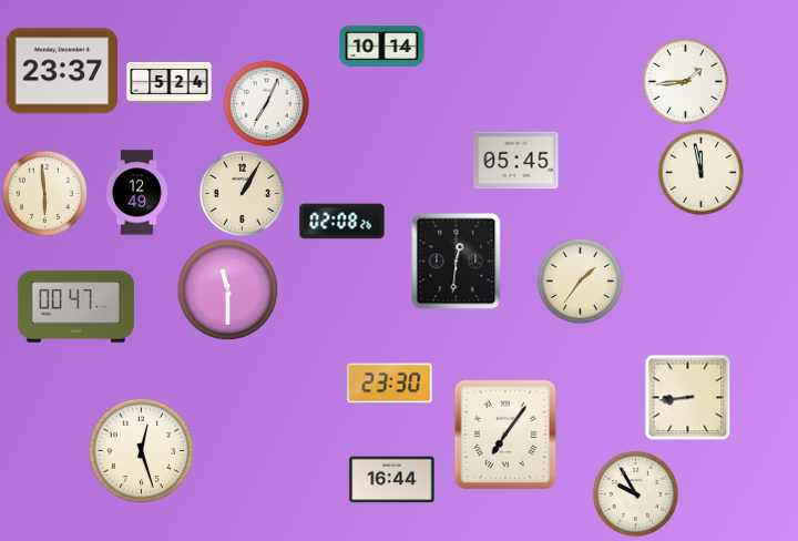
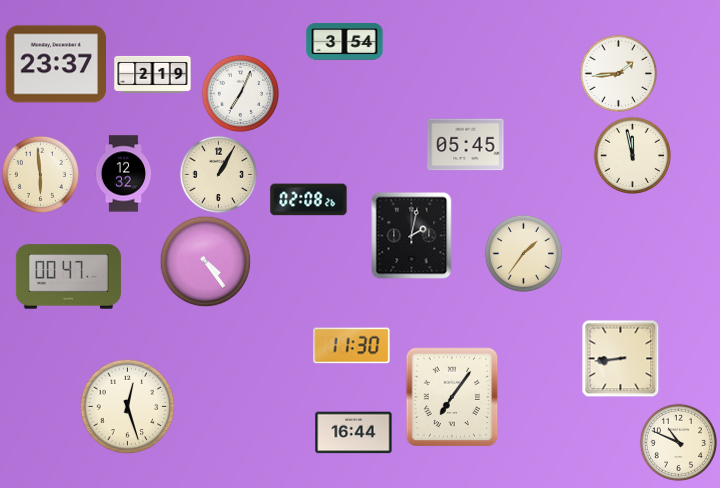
clock at (382, 47): 10:14 -> 3:54
clock at (170, 82): 5:24 -> 2:19
clock at (137, 193): 12:49 -> 12:32
clock at (457, 261): 12:31 -> 2:02
clock at (227, 289): 11:30 -> 4:24
clock at (390, 384): 23:30 -> 11:30
clock at (505, 435) position: (505, 435) -> (452, 397)
clock at (678, 442): none -> 10:49
clock at (635, 493): 9:55 -> none
